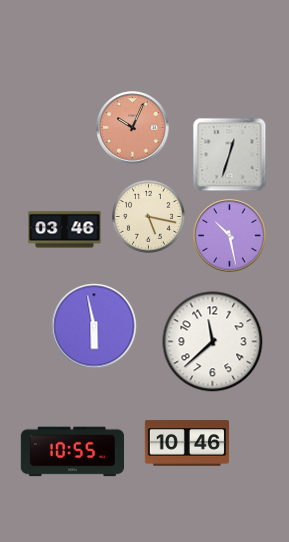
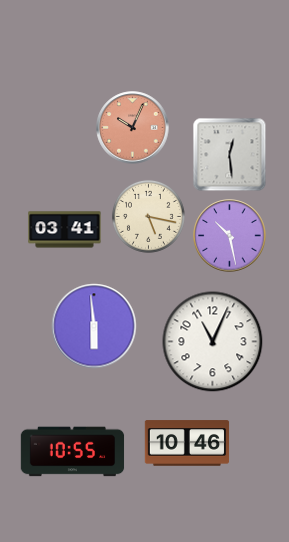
clock at (230, 155): 12:33 -> 12:29
clock at (65, 230): 03:46 -> 03:41
clock at (94, 326): 5:58 -> 5:59
clock at (213, 342): 11:38 -> 11:04
